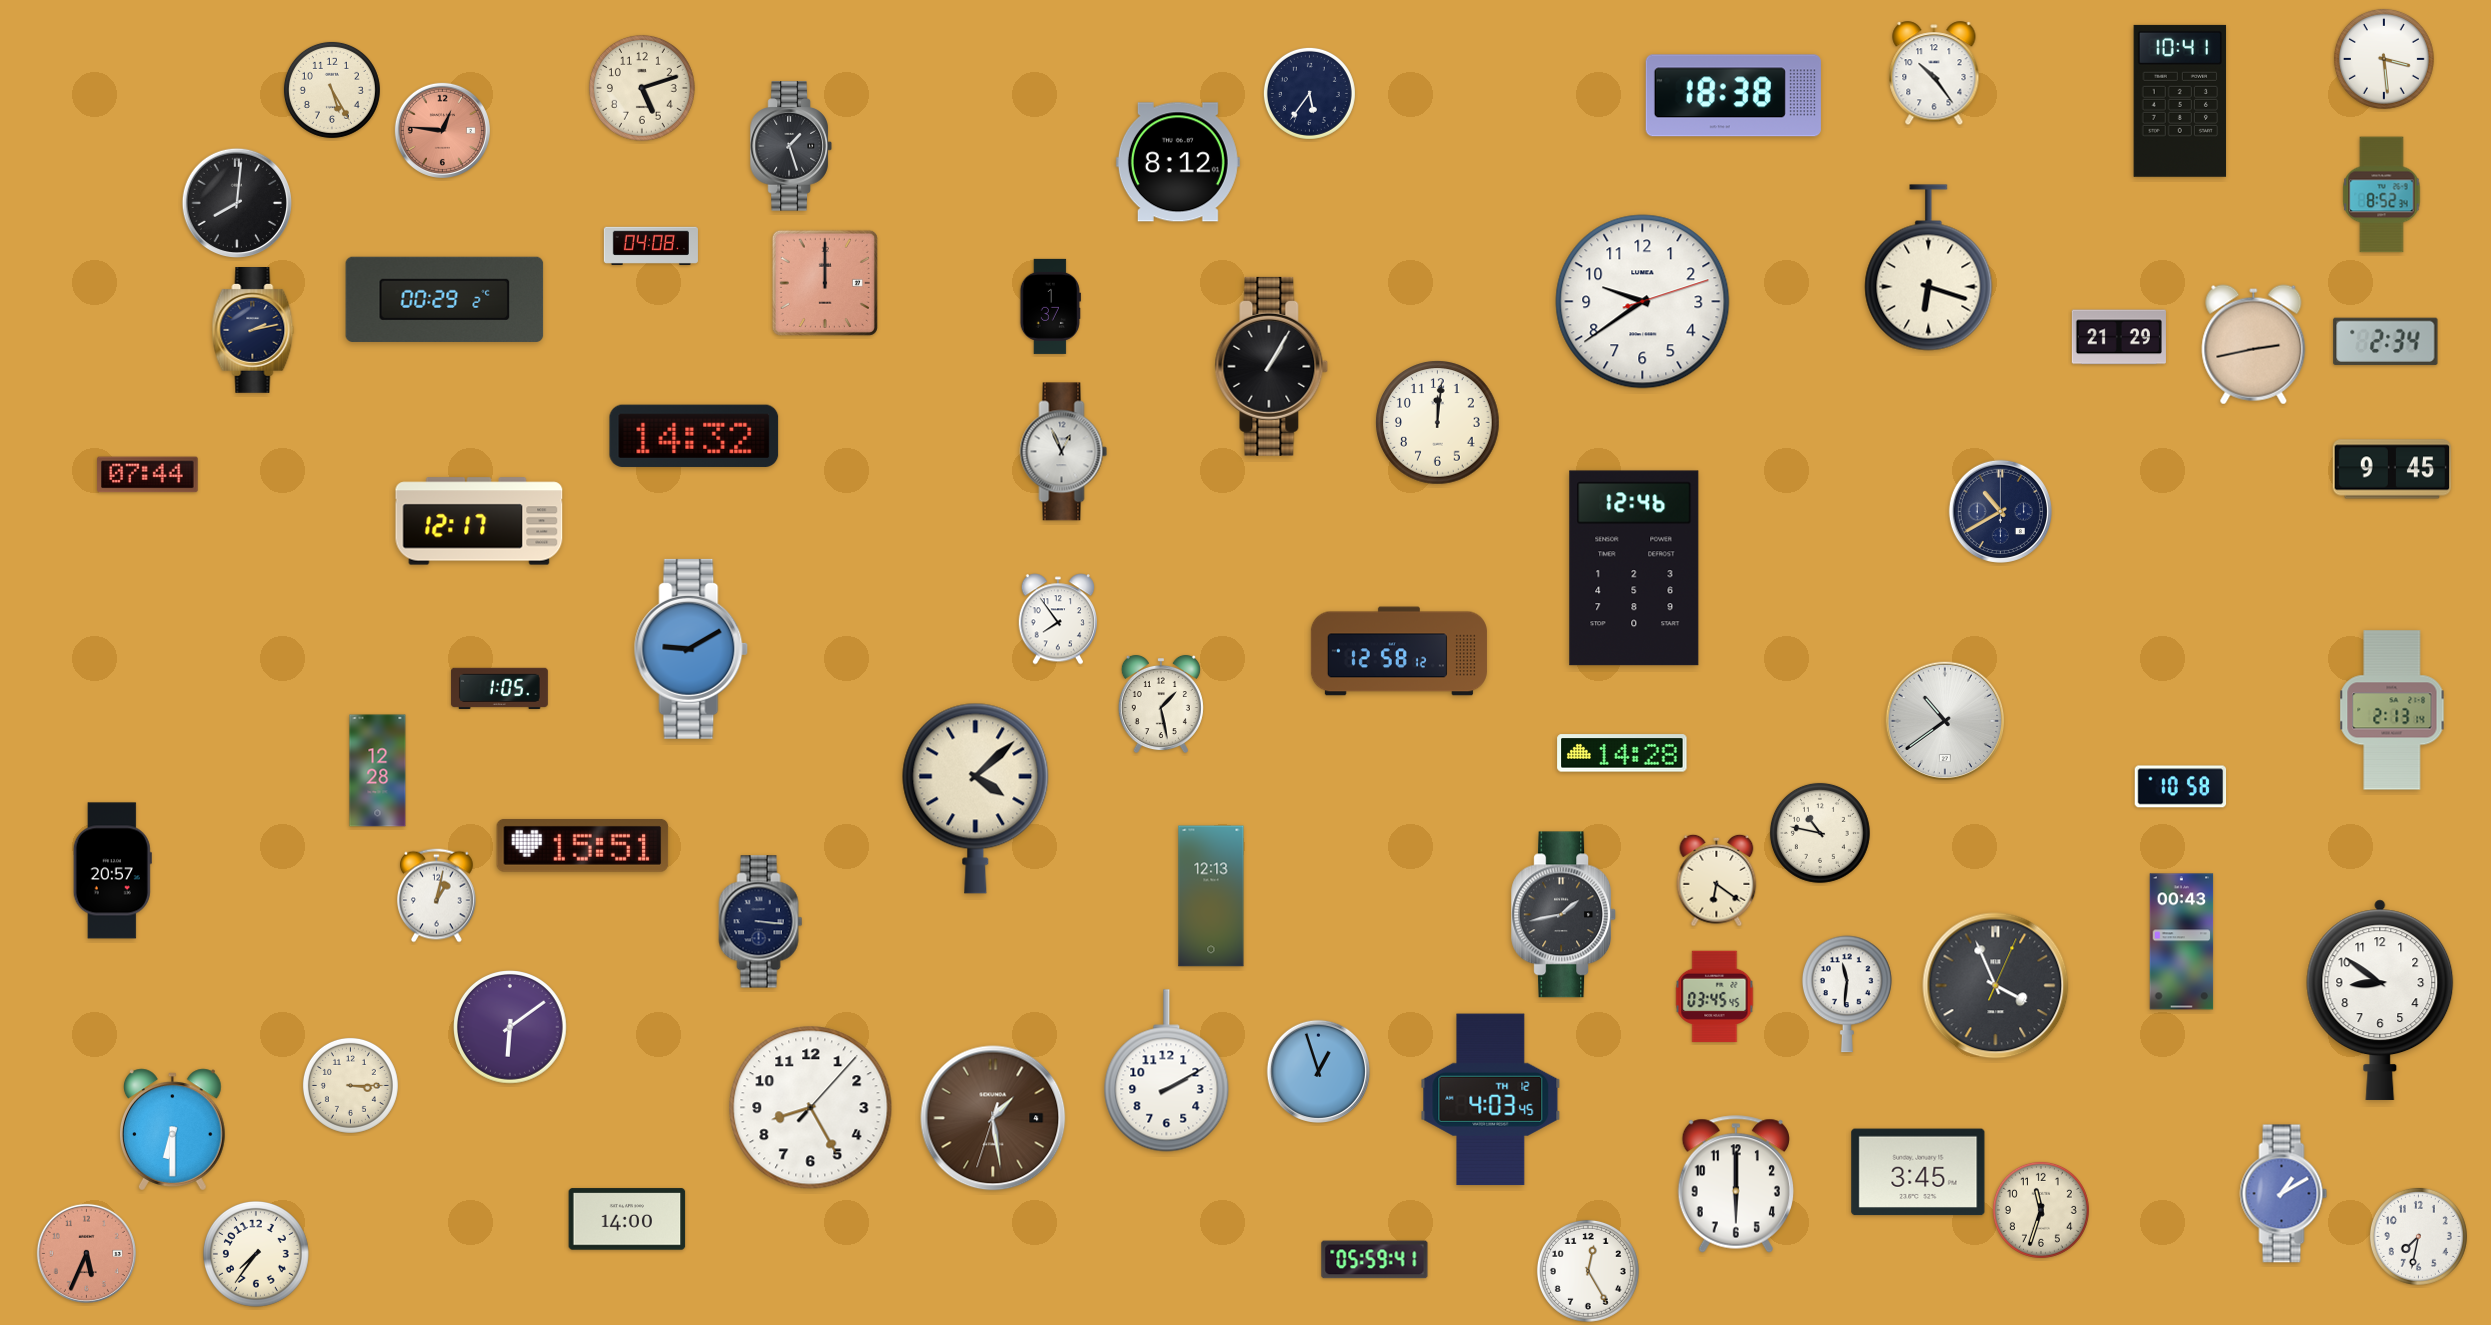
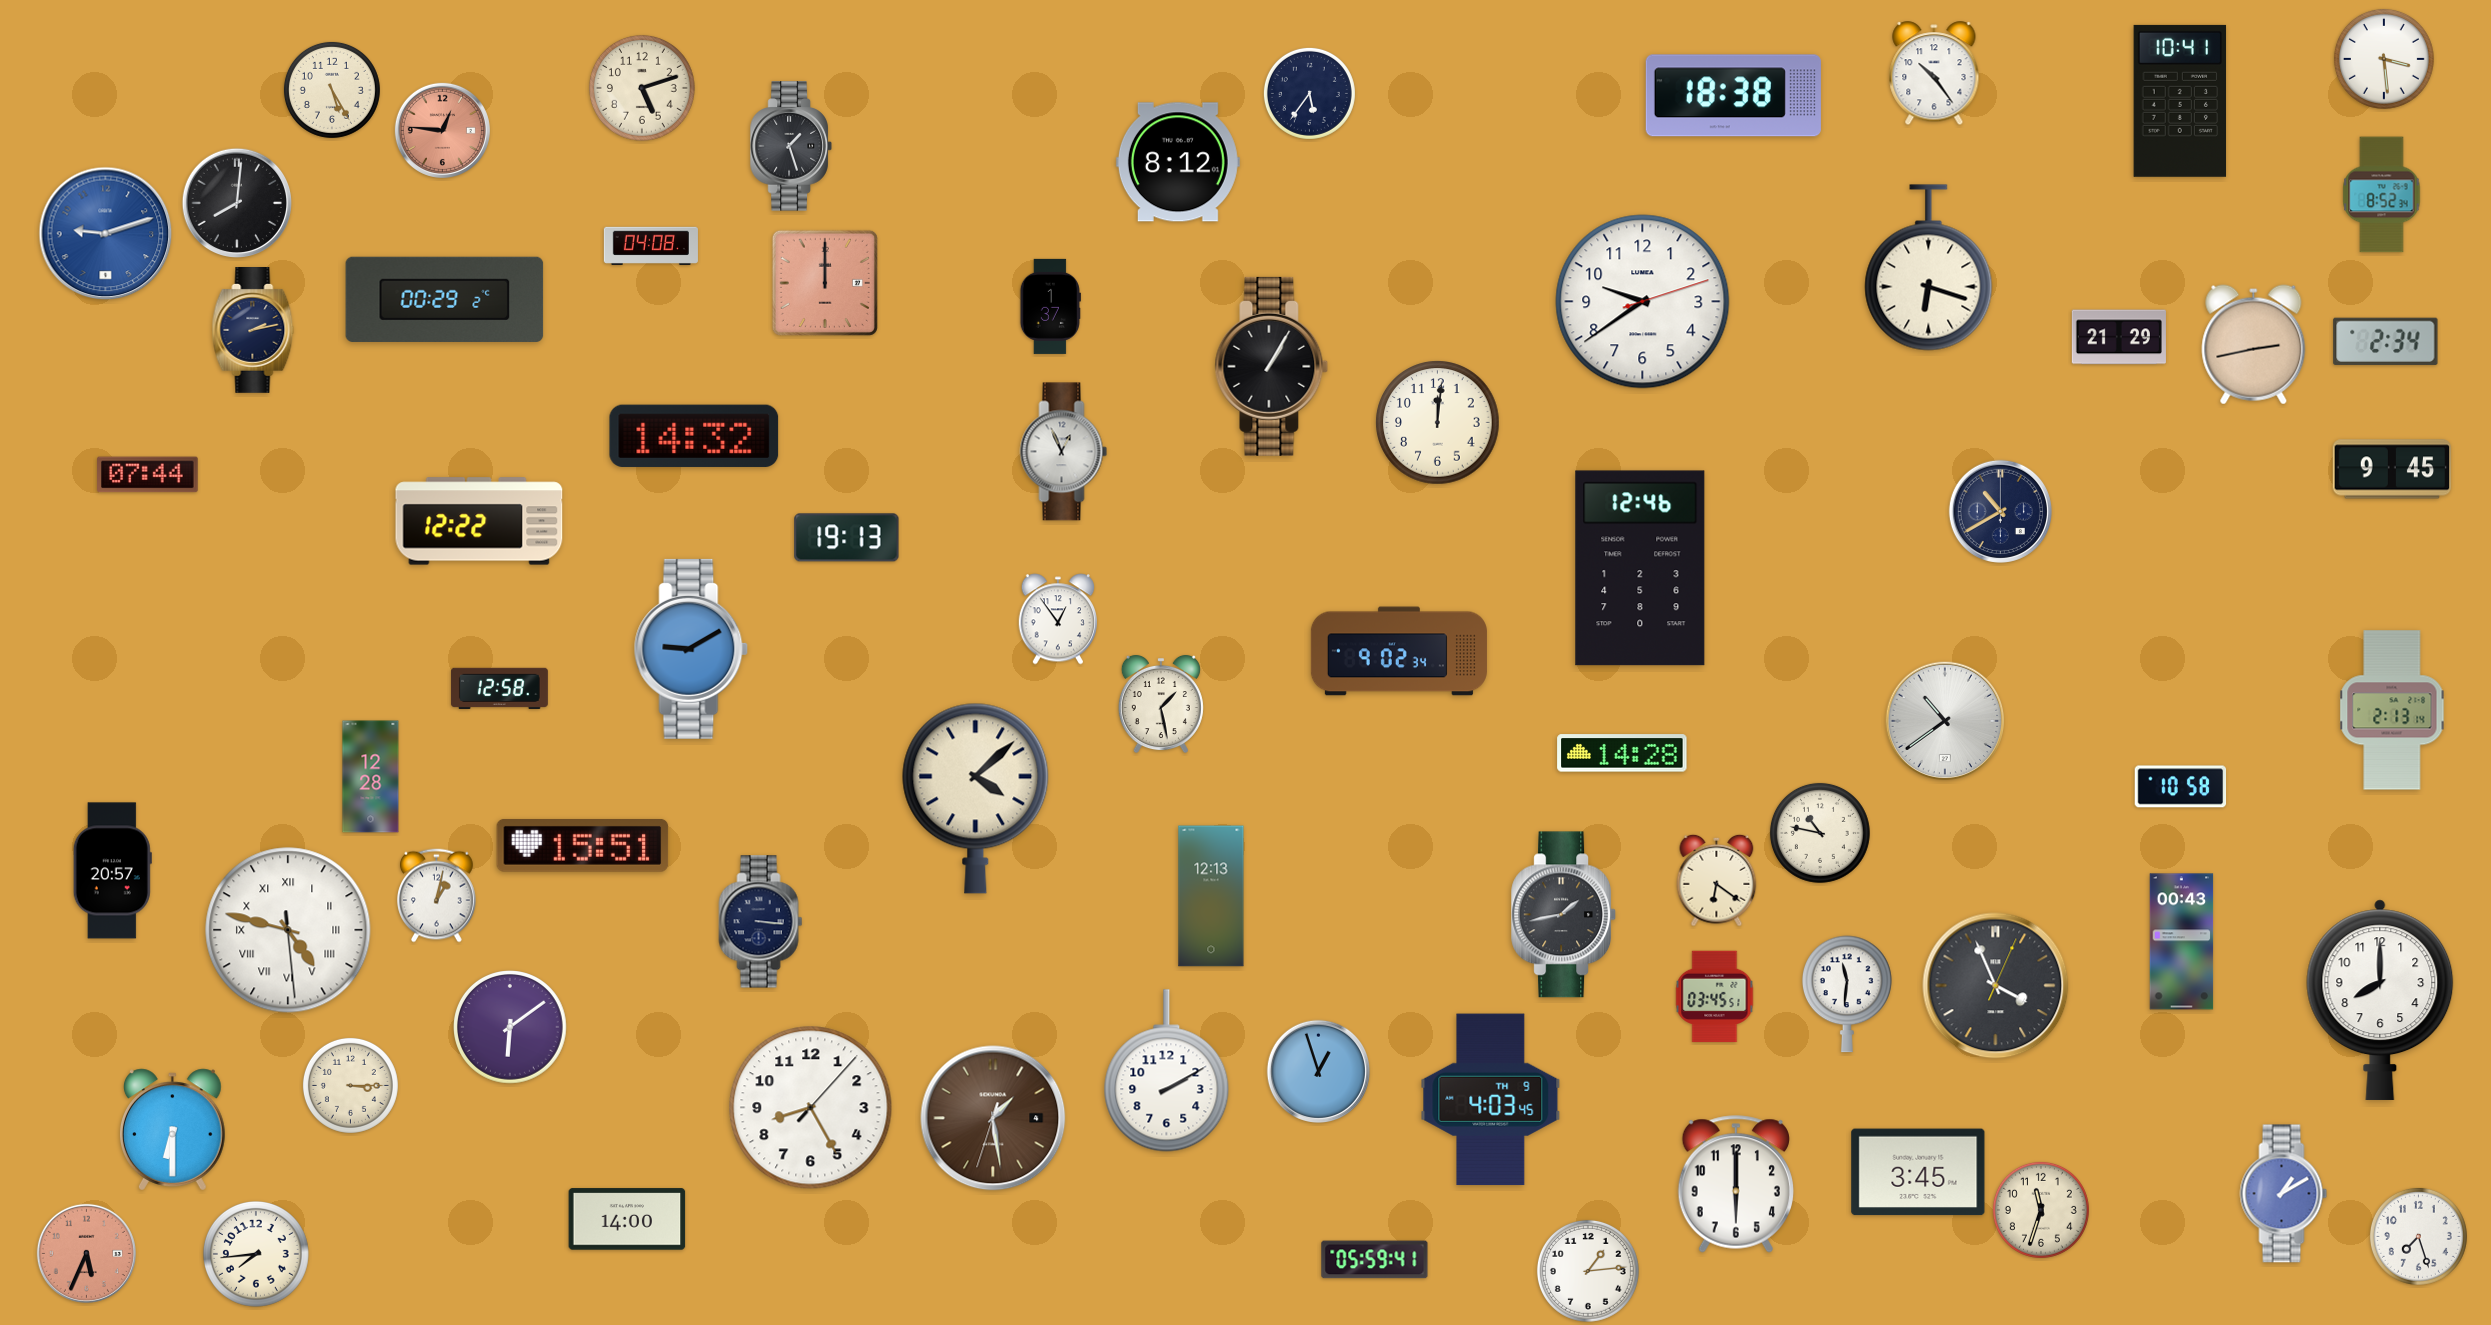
clock at (106, 234): none -> 9:12
clock at (479, 521): 12:17 -> 12:22
clock at (847, 538): none -> 19:13
clock at (1634, 568) position: (1634, 568) -> (1640, 568)
clock at (1057, 619): 7:54 -> 12:54
clock at (1399, 651): 12:58 -> 9:02
clock at (499, 688): 1:05 -> 12:58
clock at (378, 771) position: (378, 771) -> (371, 777)
clock at (288, 930): none -> 4:47
clock at (1715, 997): 03:45:45 -> 03:45:51
clock at (2380, 1000): 8:51 -> 8:00
clock at (1491, 1100) date: TH 12 -> TH 9
clock at (2418, 1236): 7:32 -> 7:27
clock at (256, 1254): 7:36 -> 7:44
clock at (1588, 1271): 12:25 -> 1:14
